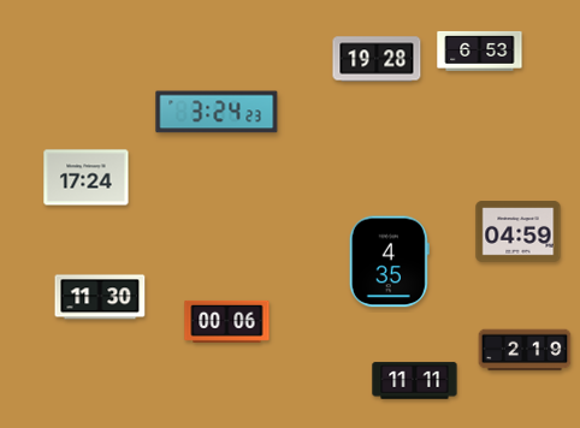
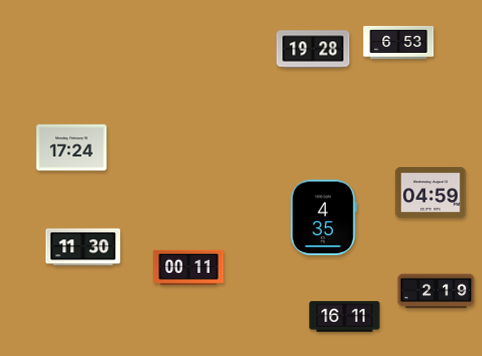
clock at (217, 112): 3:24 -> none
clock at (227, 321): 00:06 -> 00:11
clock at (415, 381): 11:11 -> 16:11
